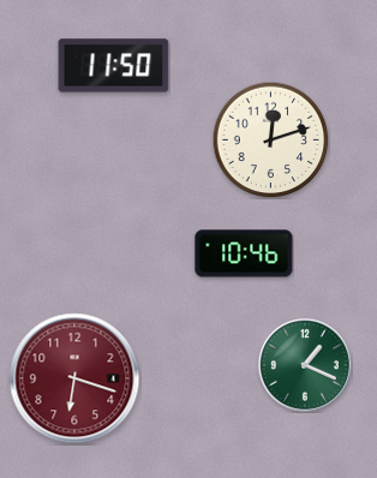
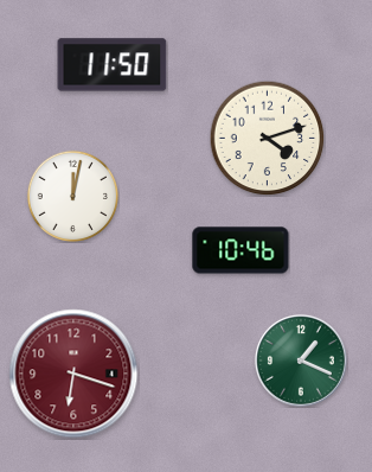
clock at (270, 139): 12:12 -> 4:12
clock at (72, 196): none -> 12:02
